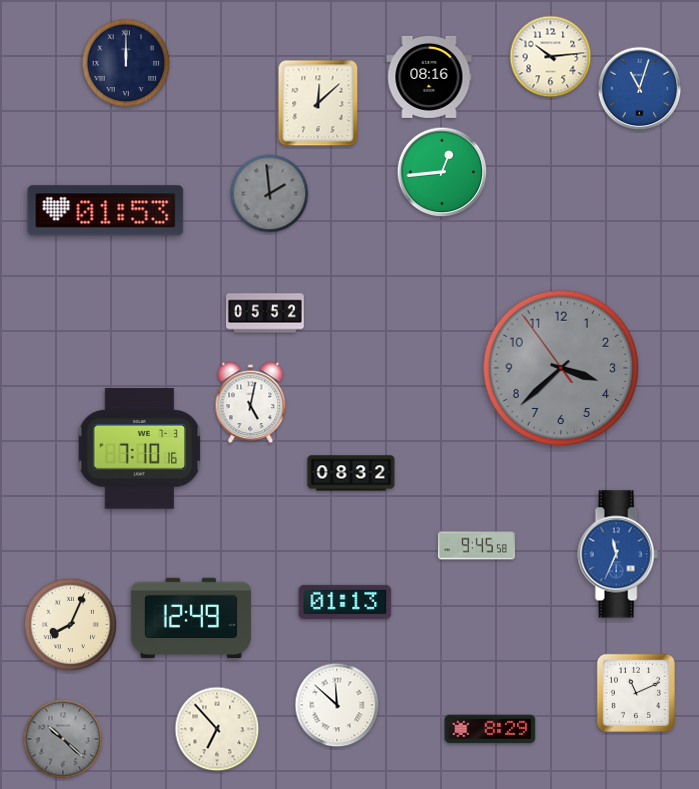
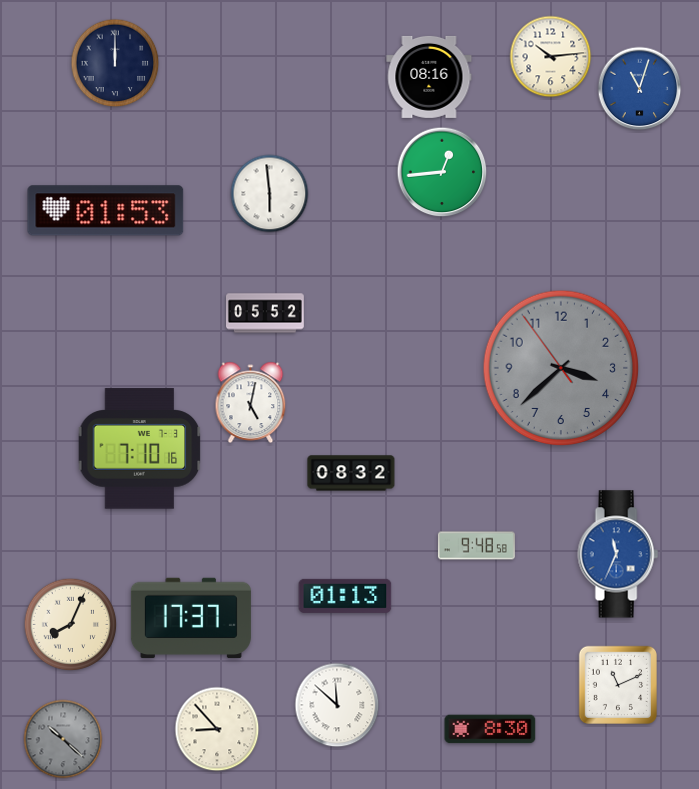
clock at (126, 63) position: (126, 63) -> (115, 63)
clock at (318, 103): 12:08 -> none
clock at (270, 194): 1:59 -> 5:59
clock at (270, 194) dial: grey -> white
clock at (476, 546): 9:45 -> 9:48
clock at (345, 602) position: (345, 602) -> (345, 596)
clock at (191, 618): 12:49 -> 17:37
clock at (635, 692) position: (635, 692) -> (617, 684)
clock at (217, 729): 6:53 -> 8:53
clock at (490, 729): 8:29 -> 8:30
